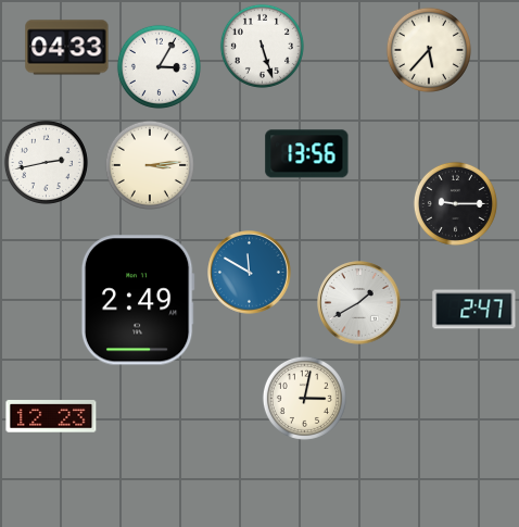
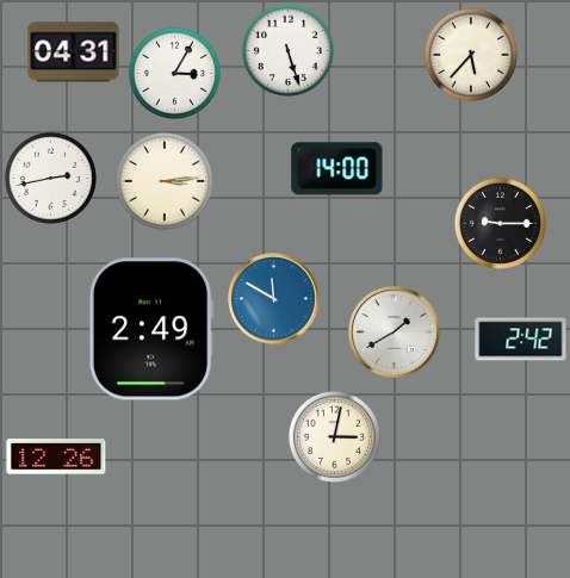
clock at (67, 48): 04:33 -> 04:31
clock at (307, 154): 13:56 -> 14:00
clock at (474, 310): 2:47 -> 2:42
clock at (51, 416): 12:23 -> 12:26
